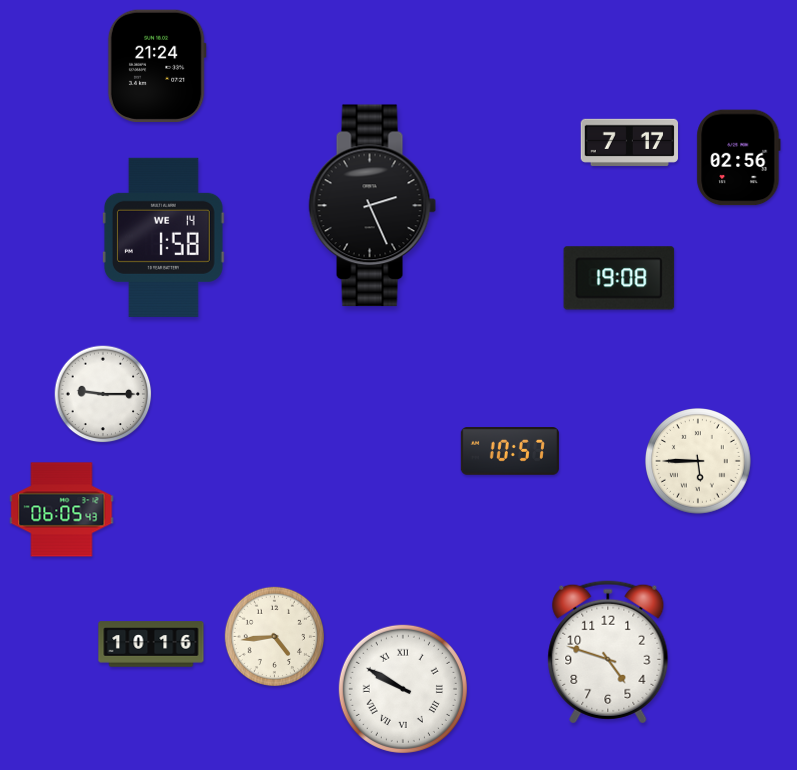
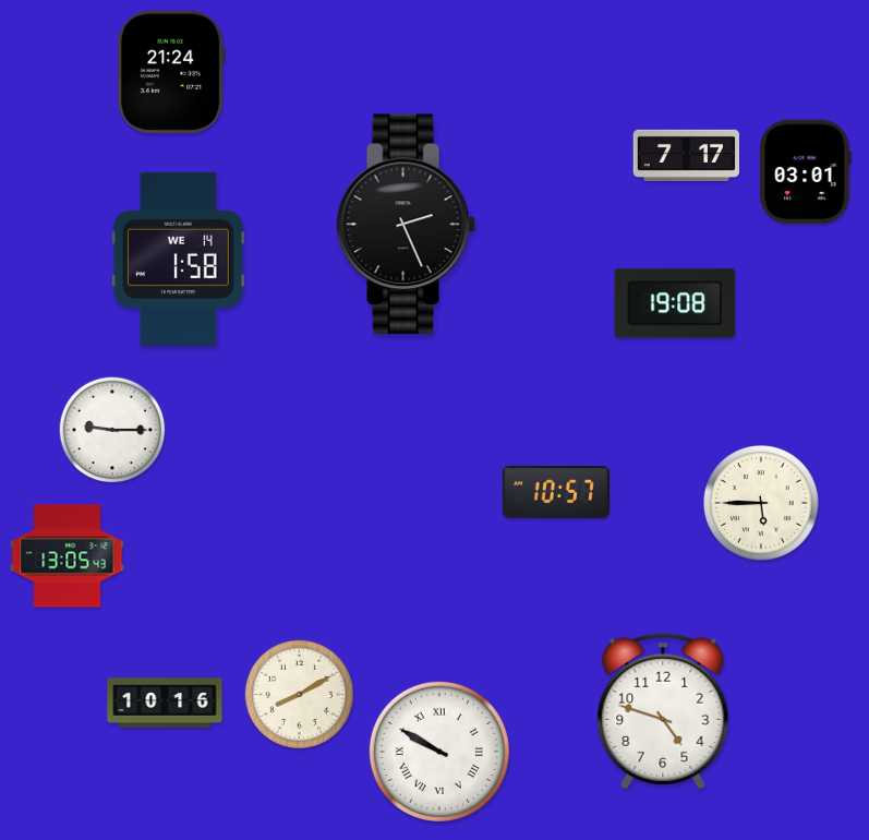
clock at (739, 158): 02:56 -> 03:01
clock at (62, 510): 06:05 -> 13:05
clock at (274, 636): 4:44 -> 8:10
